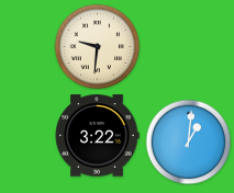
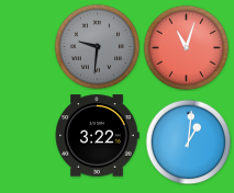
clock at (97, 46) dial: cream -> grey
clock at (186, 47): none -> 11:03
